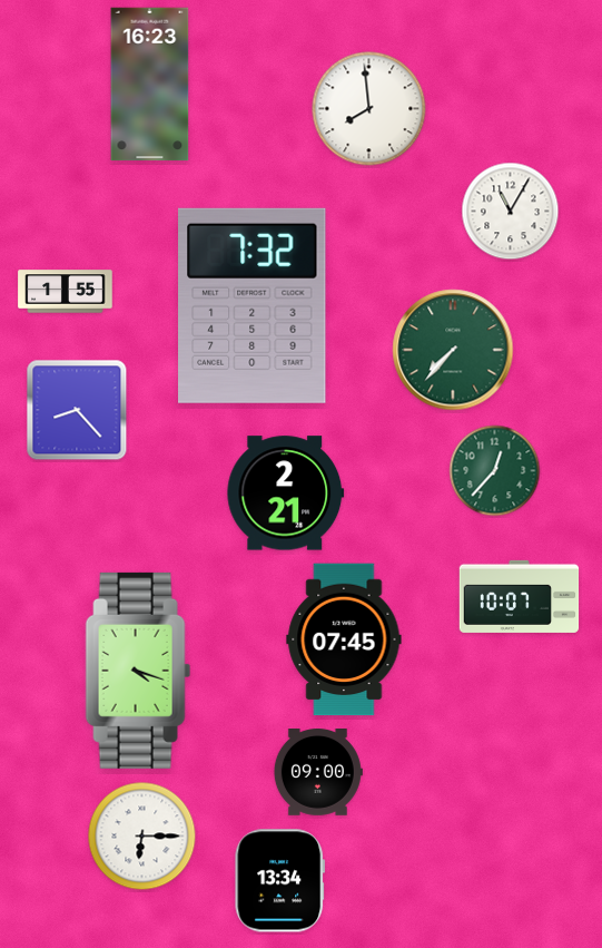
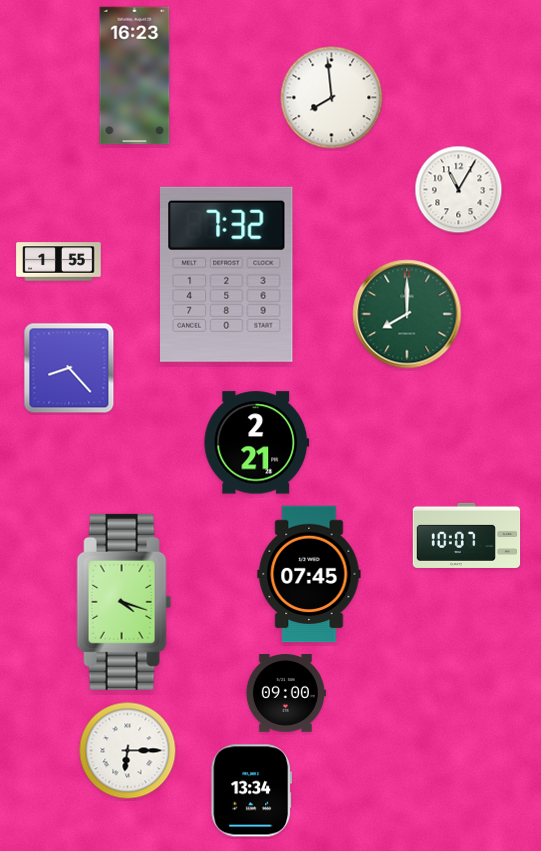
clock at (453, 350): 7:37 -> 8:00
clock at (495, 471): 12:37 -> none
